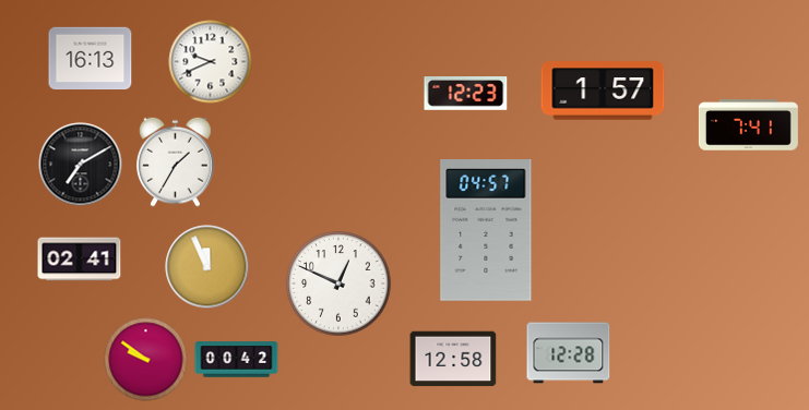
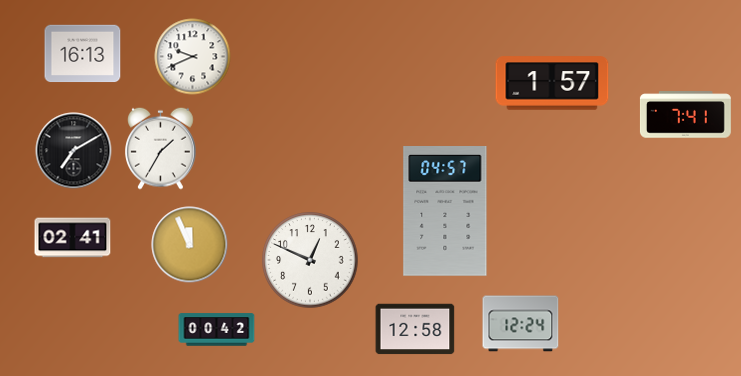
clock at (466, 94): 12:23 -> none
clock at (569, 353): 12:28 -> 12:24
clock at (146, 360): 9:51 -> none
